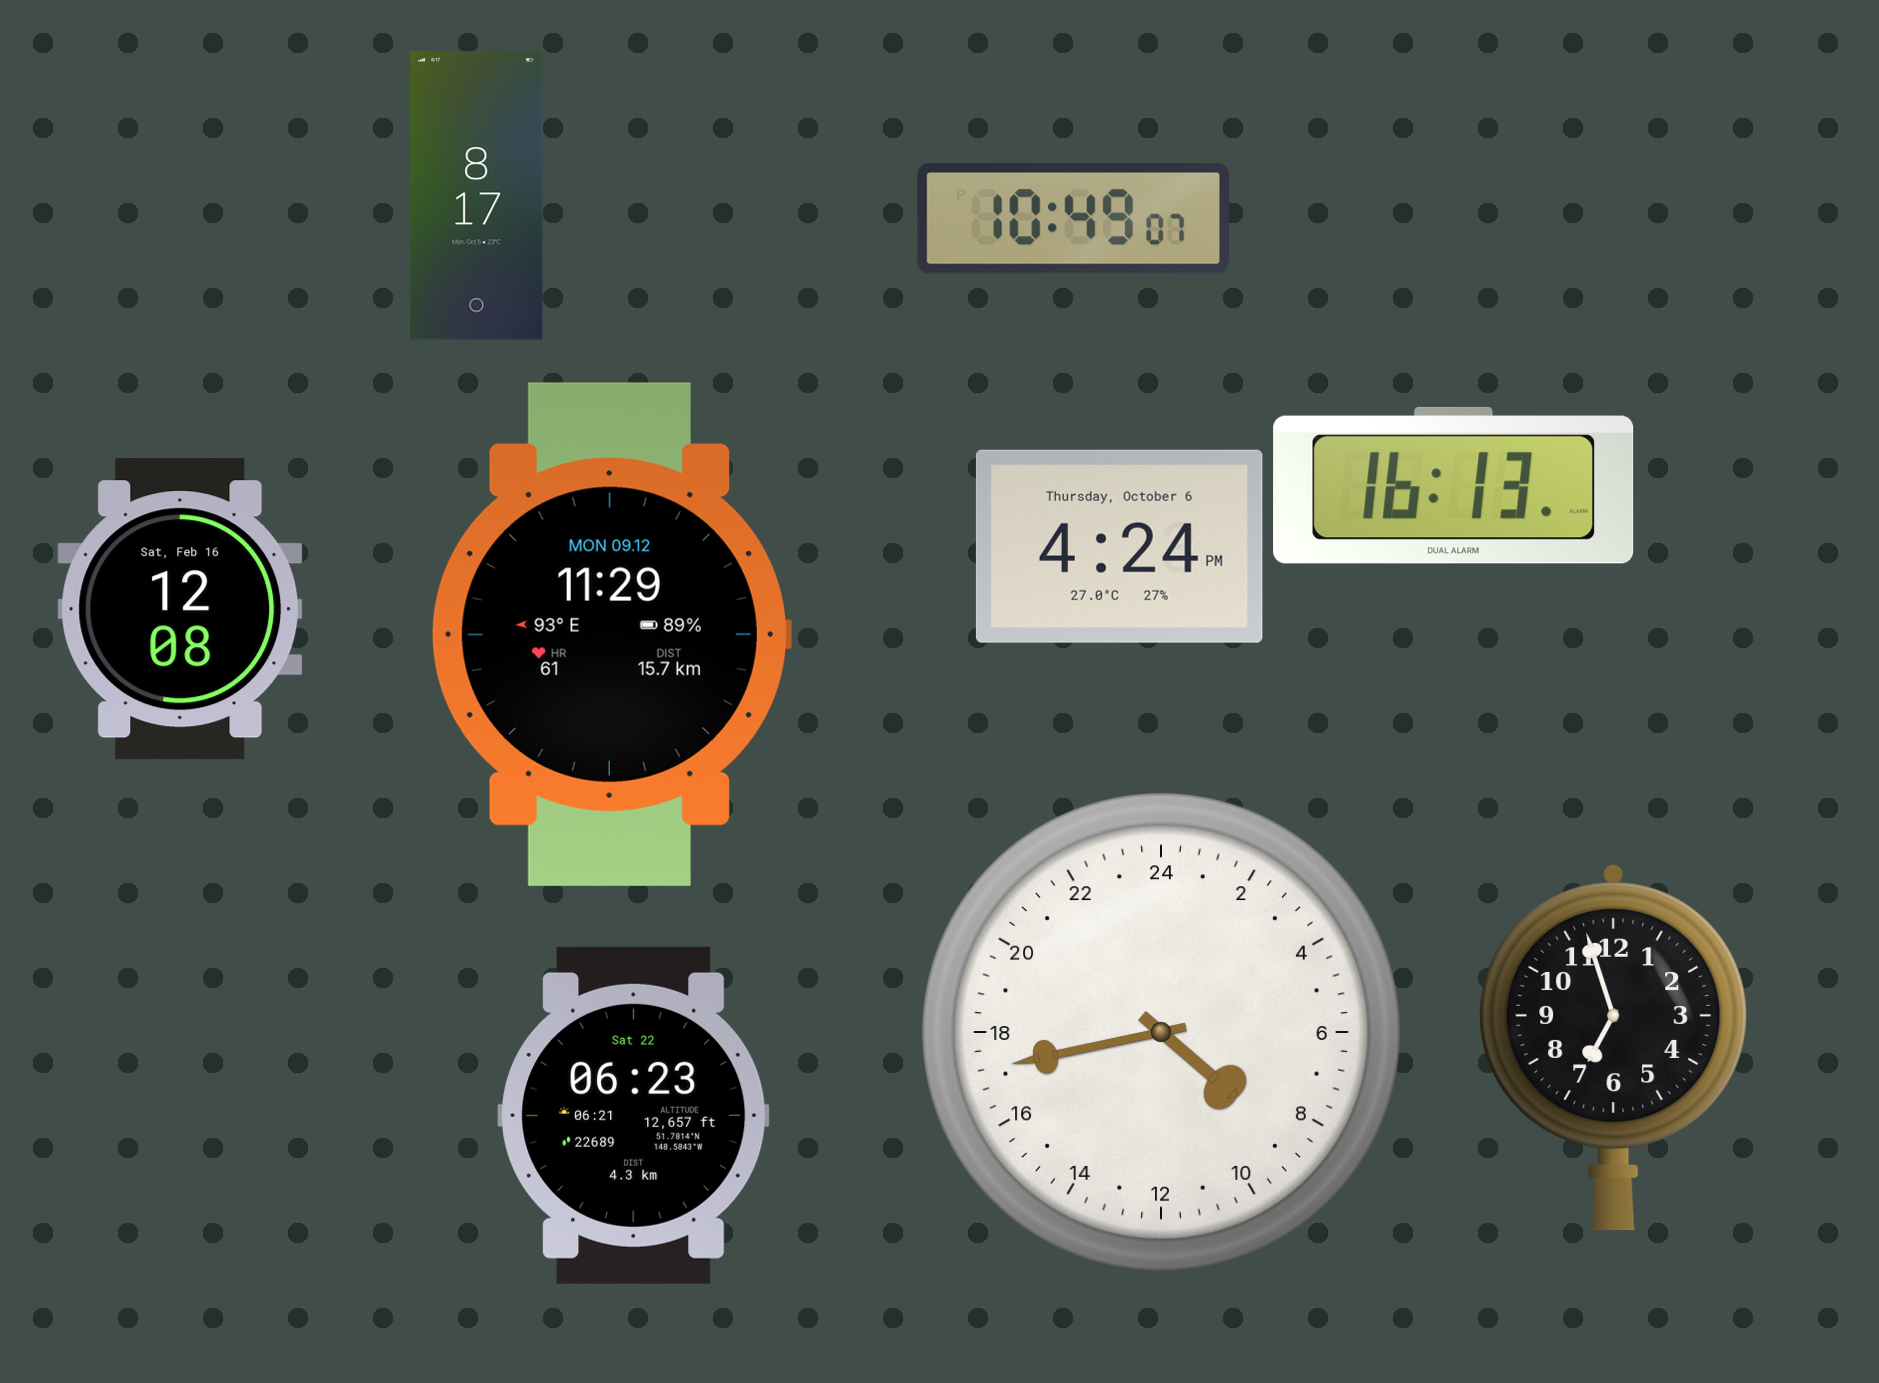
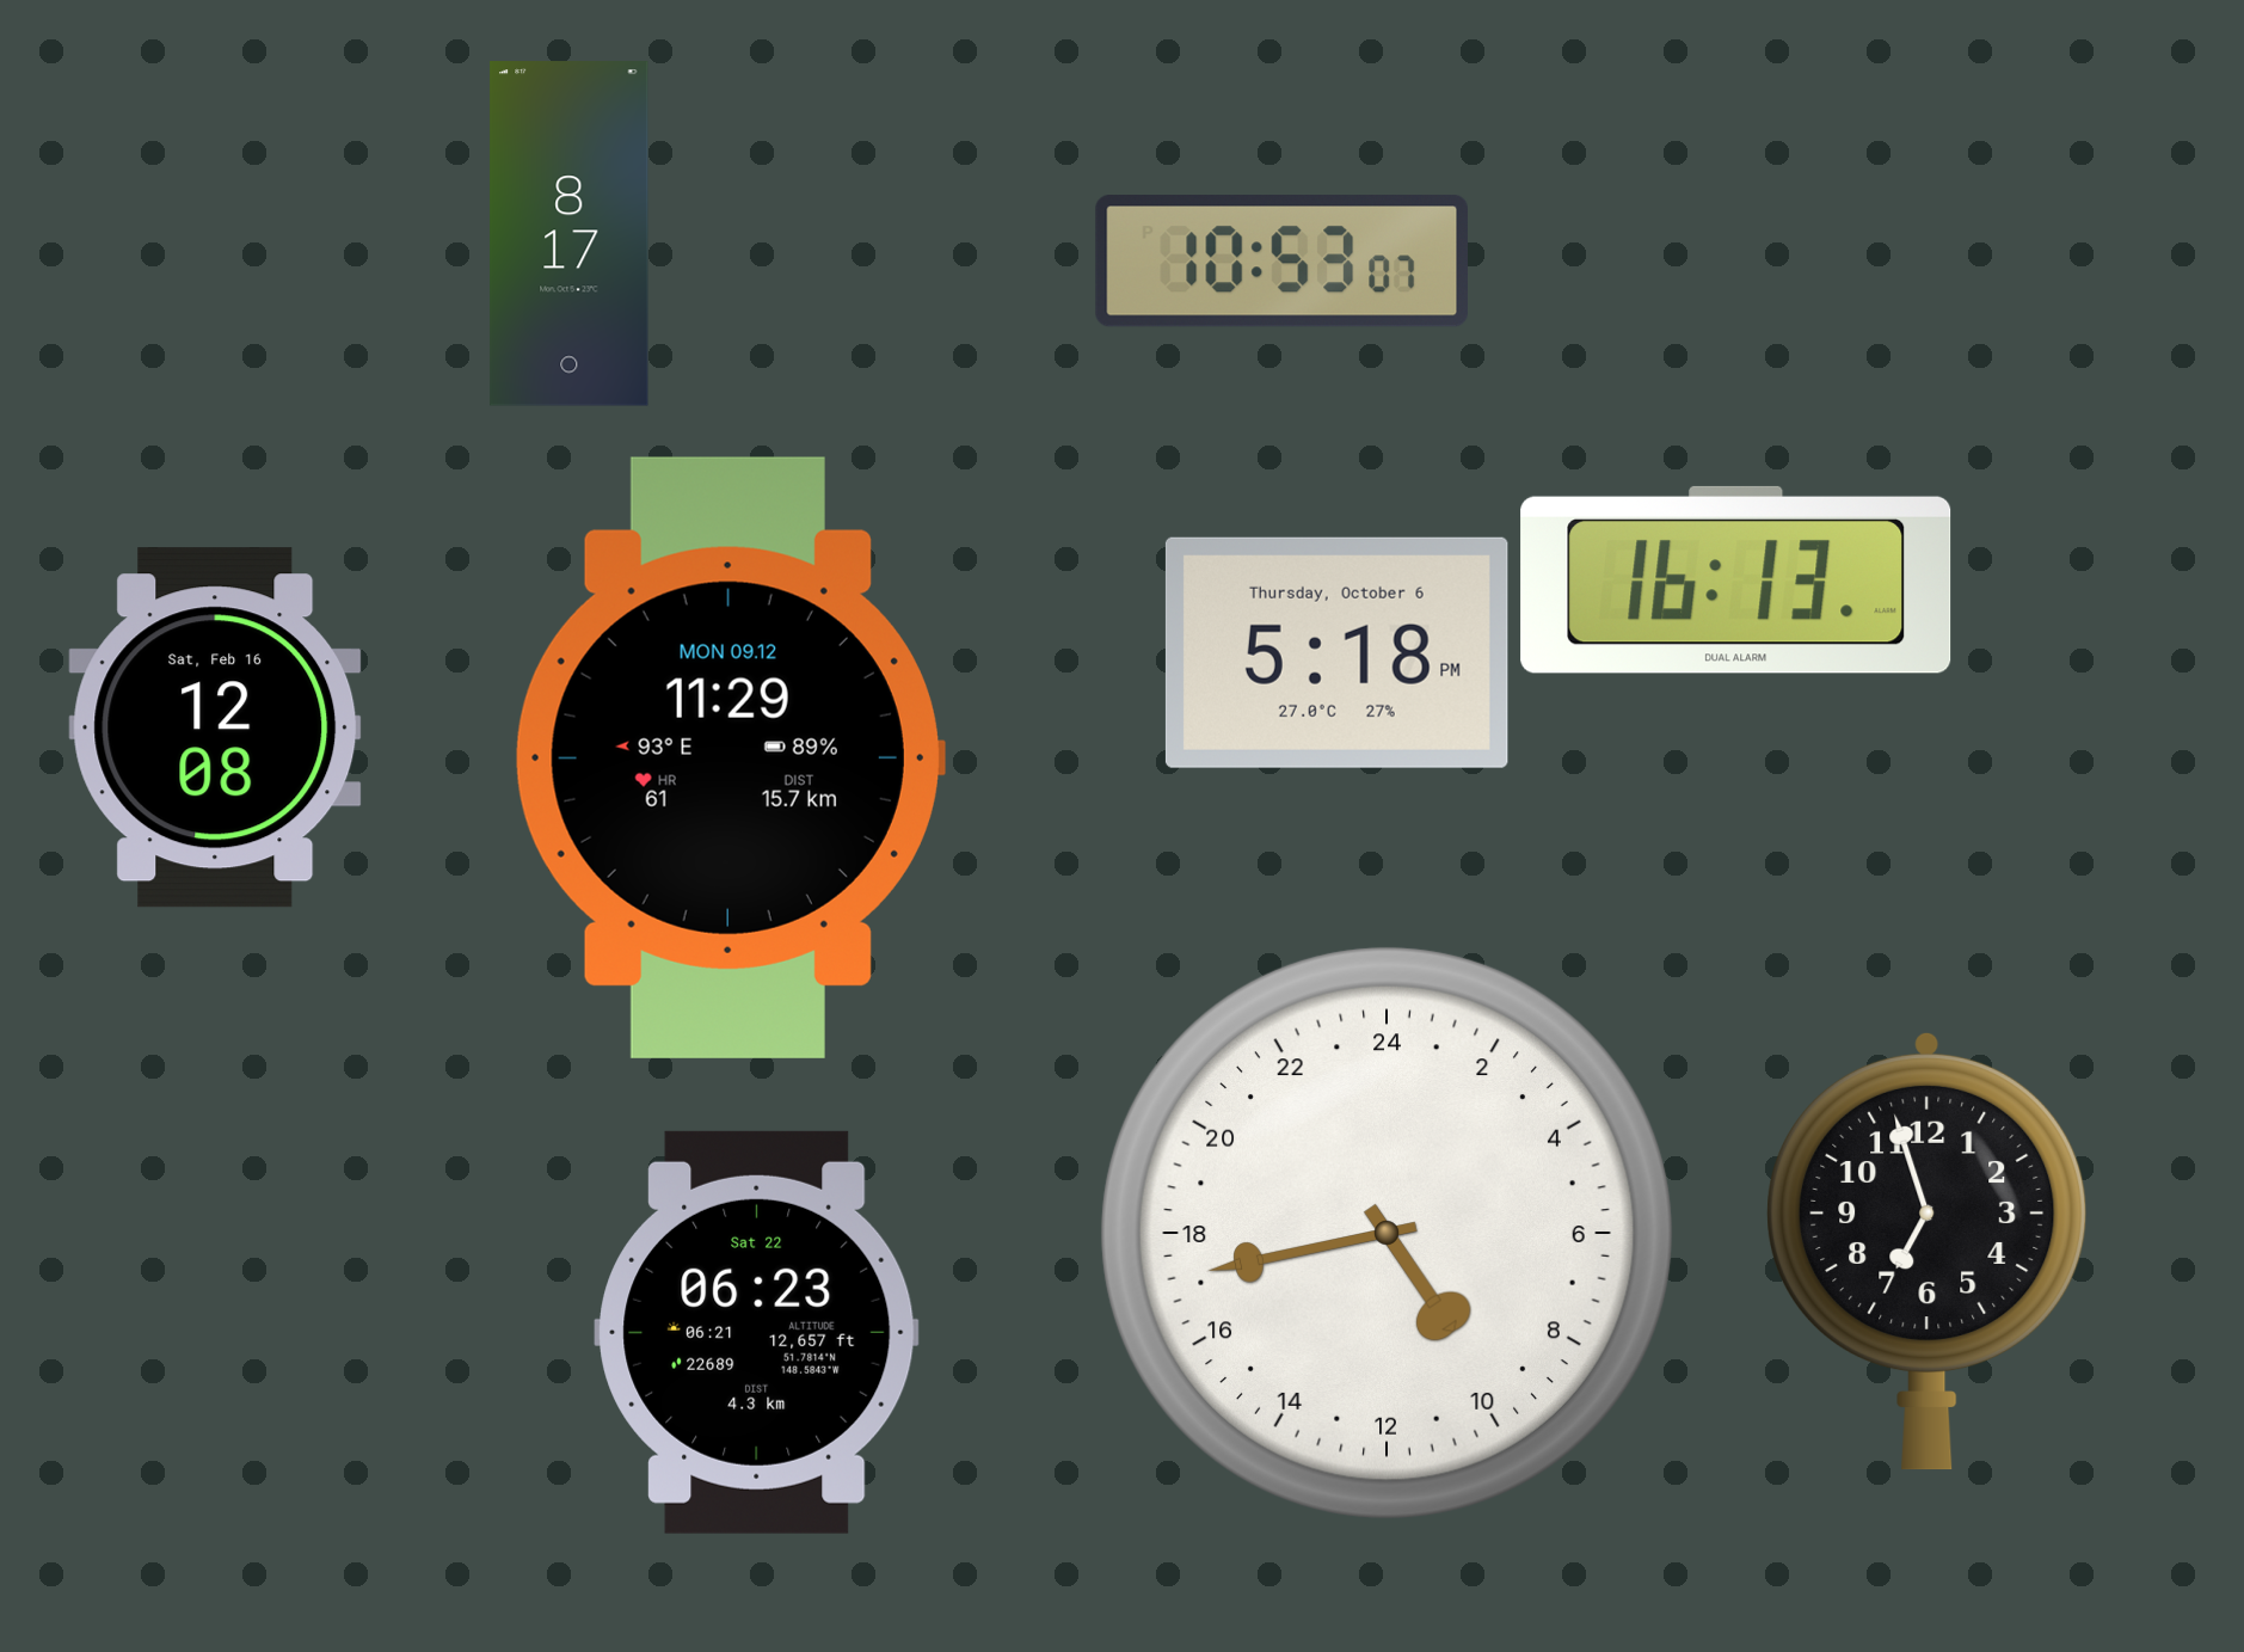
clock at (1073, 219): 10:49 -> 10:53
clock at (1119, 546): 4:24 -> 5:18
clock at (1161, 1032): 8:43 -> 9:43
